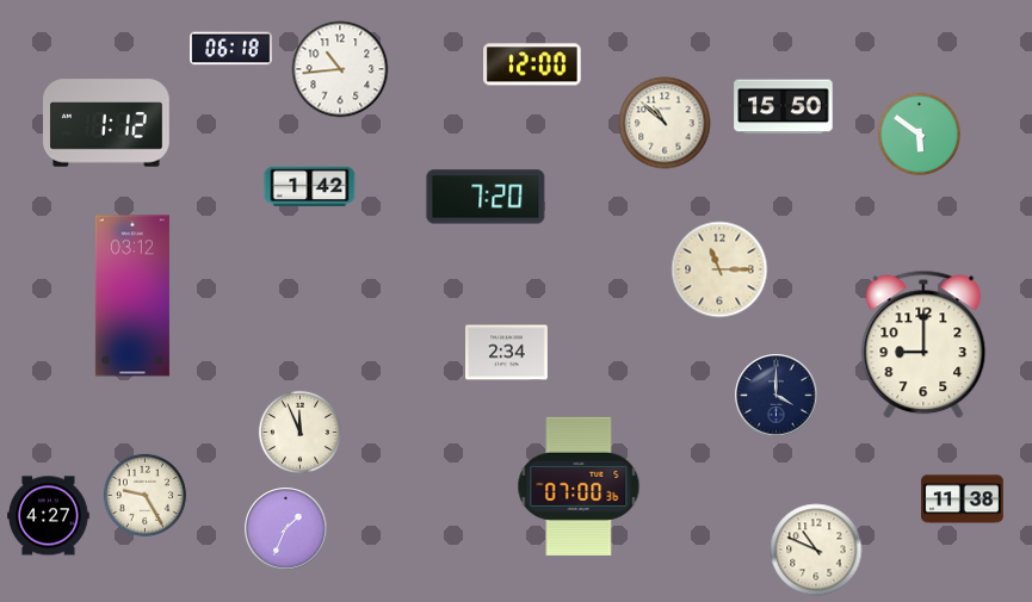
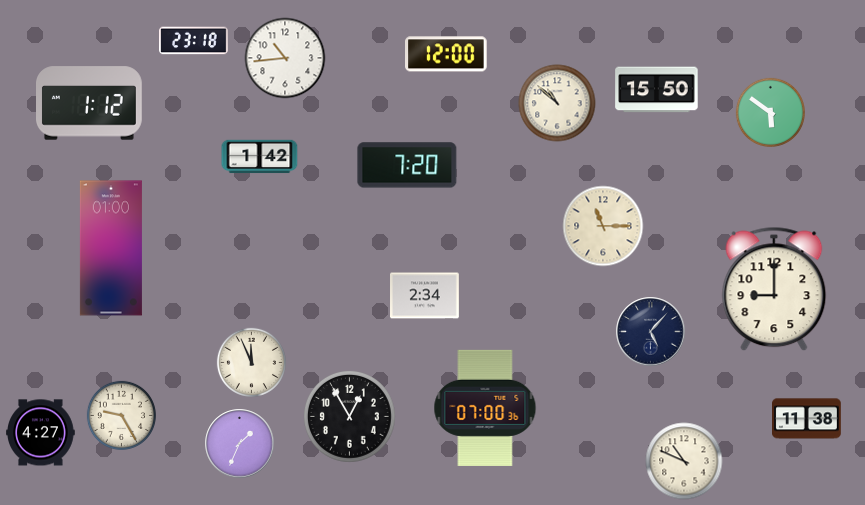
clock at (231, 49): 06:18 -> 23:18
clock at (132, 296): 03:12 -> 01:00
clock at (777, 396): 4:00 -> 5:07
clock at (349, 416): none -> 12:55
